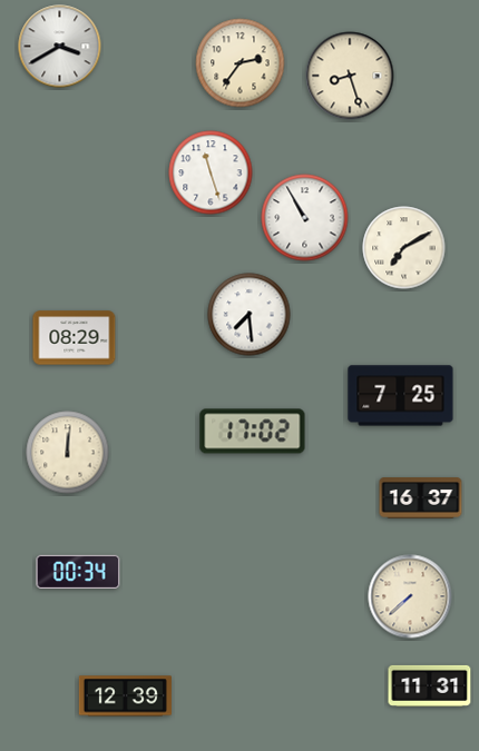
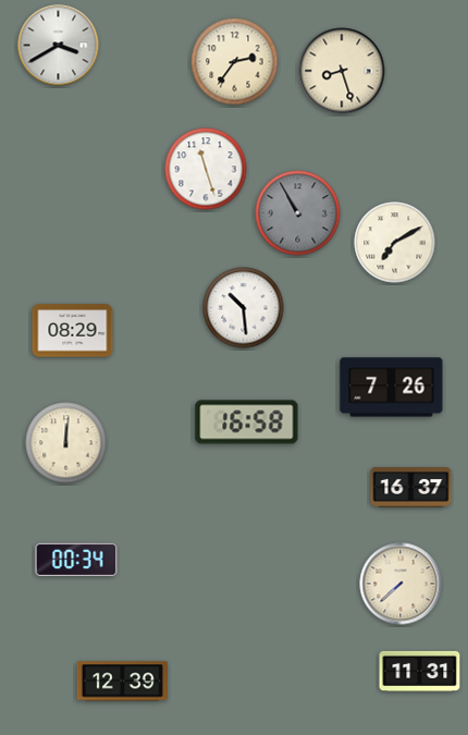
clock at (350, 76) position: (350, 76) -> (342, 71)
clock at (305, 218) dial: white -> grey
clock at (250, 315): 7:29 -> 10:29
clock at (401, 396): 7:25 -> 7:26
clock at (253, 432): 17:02 -> 16:58
